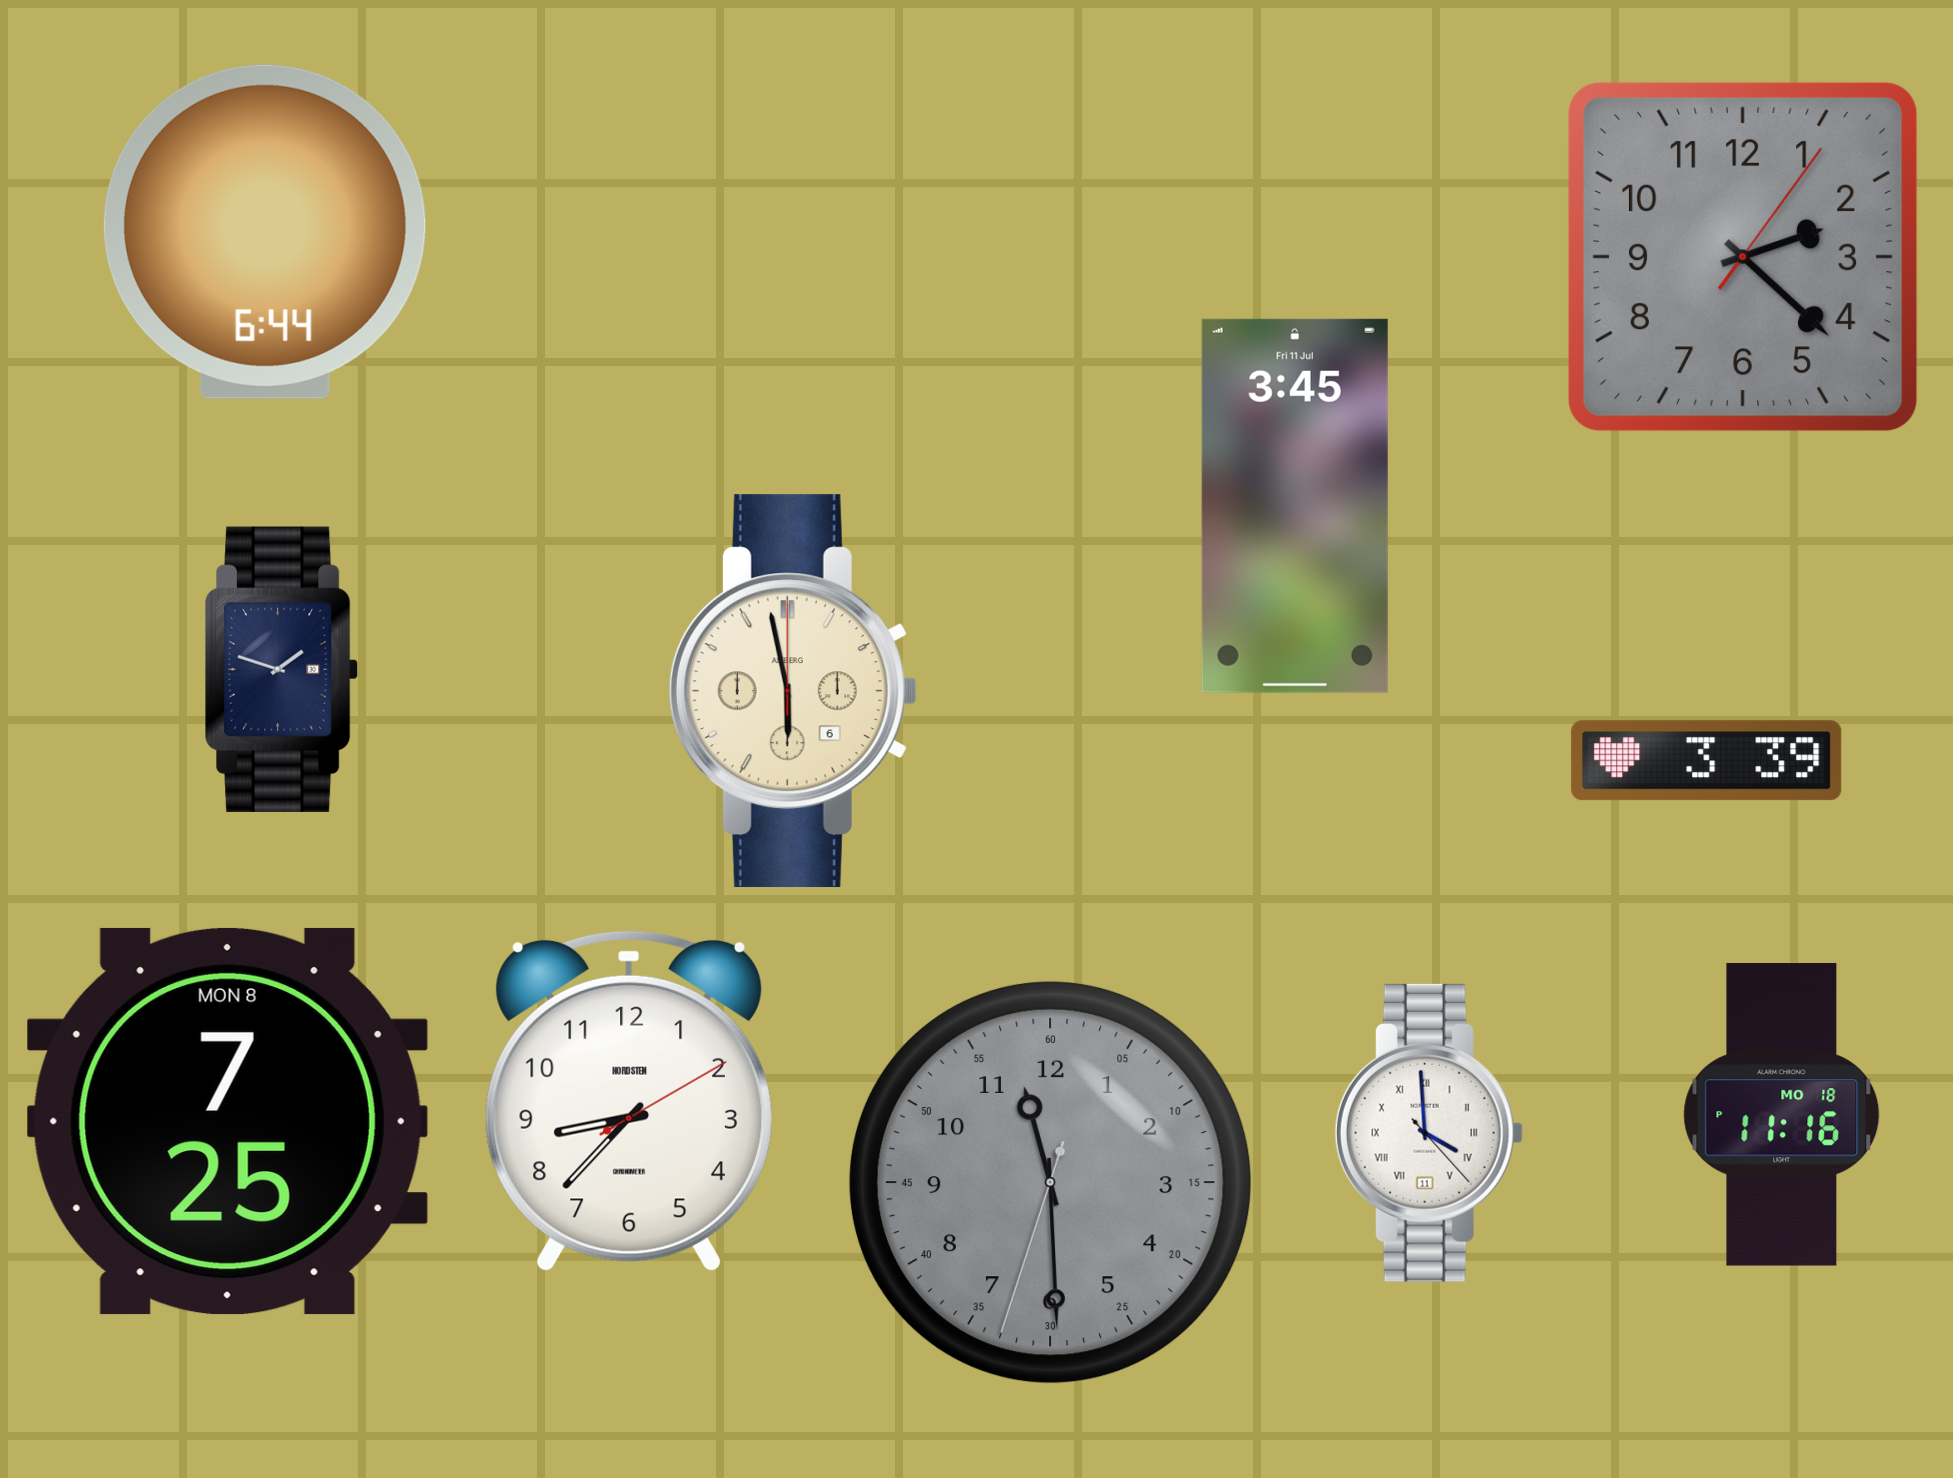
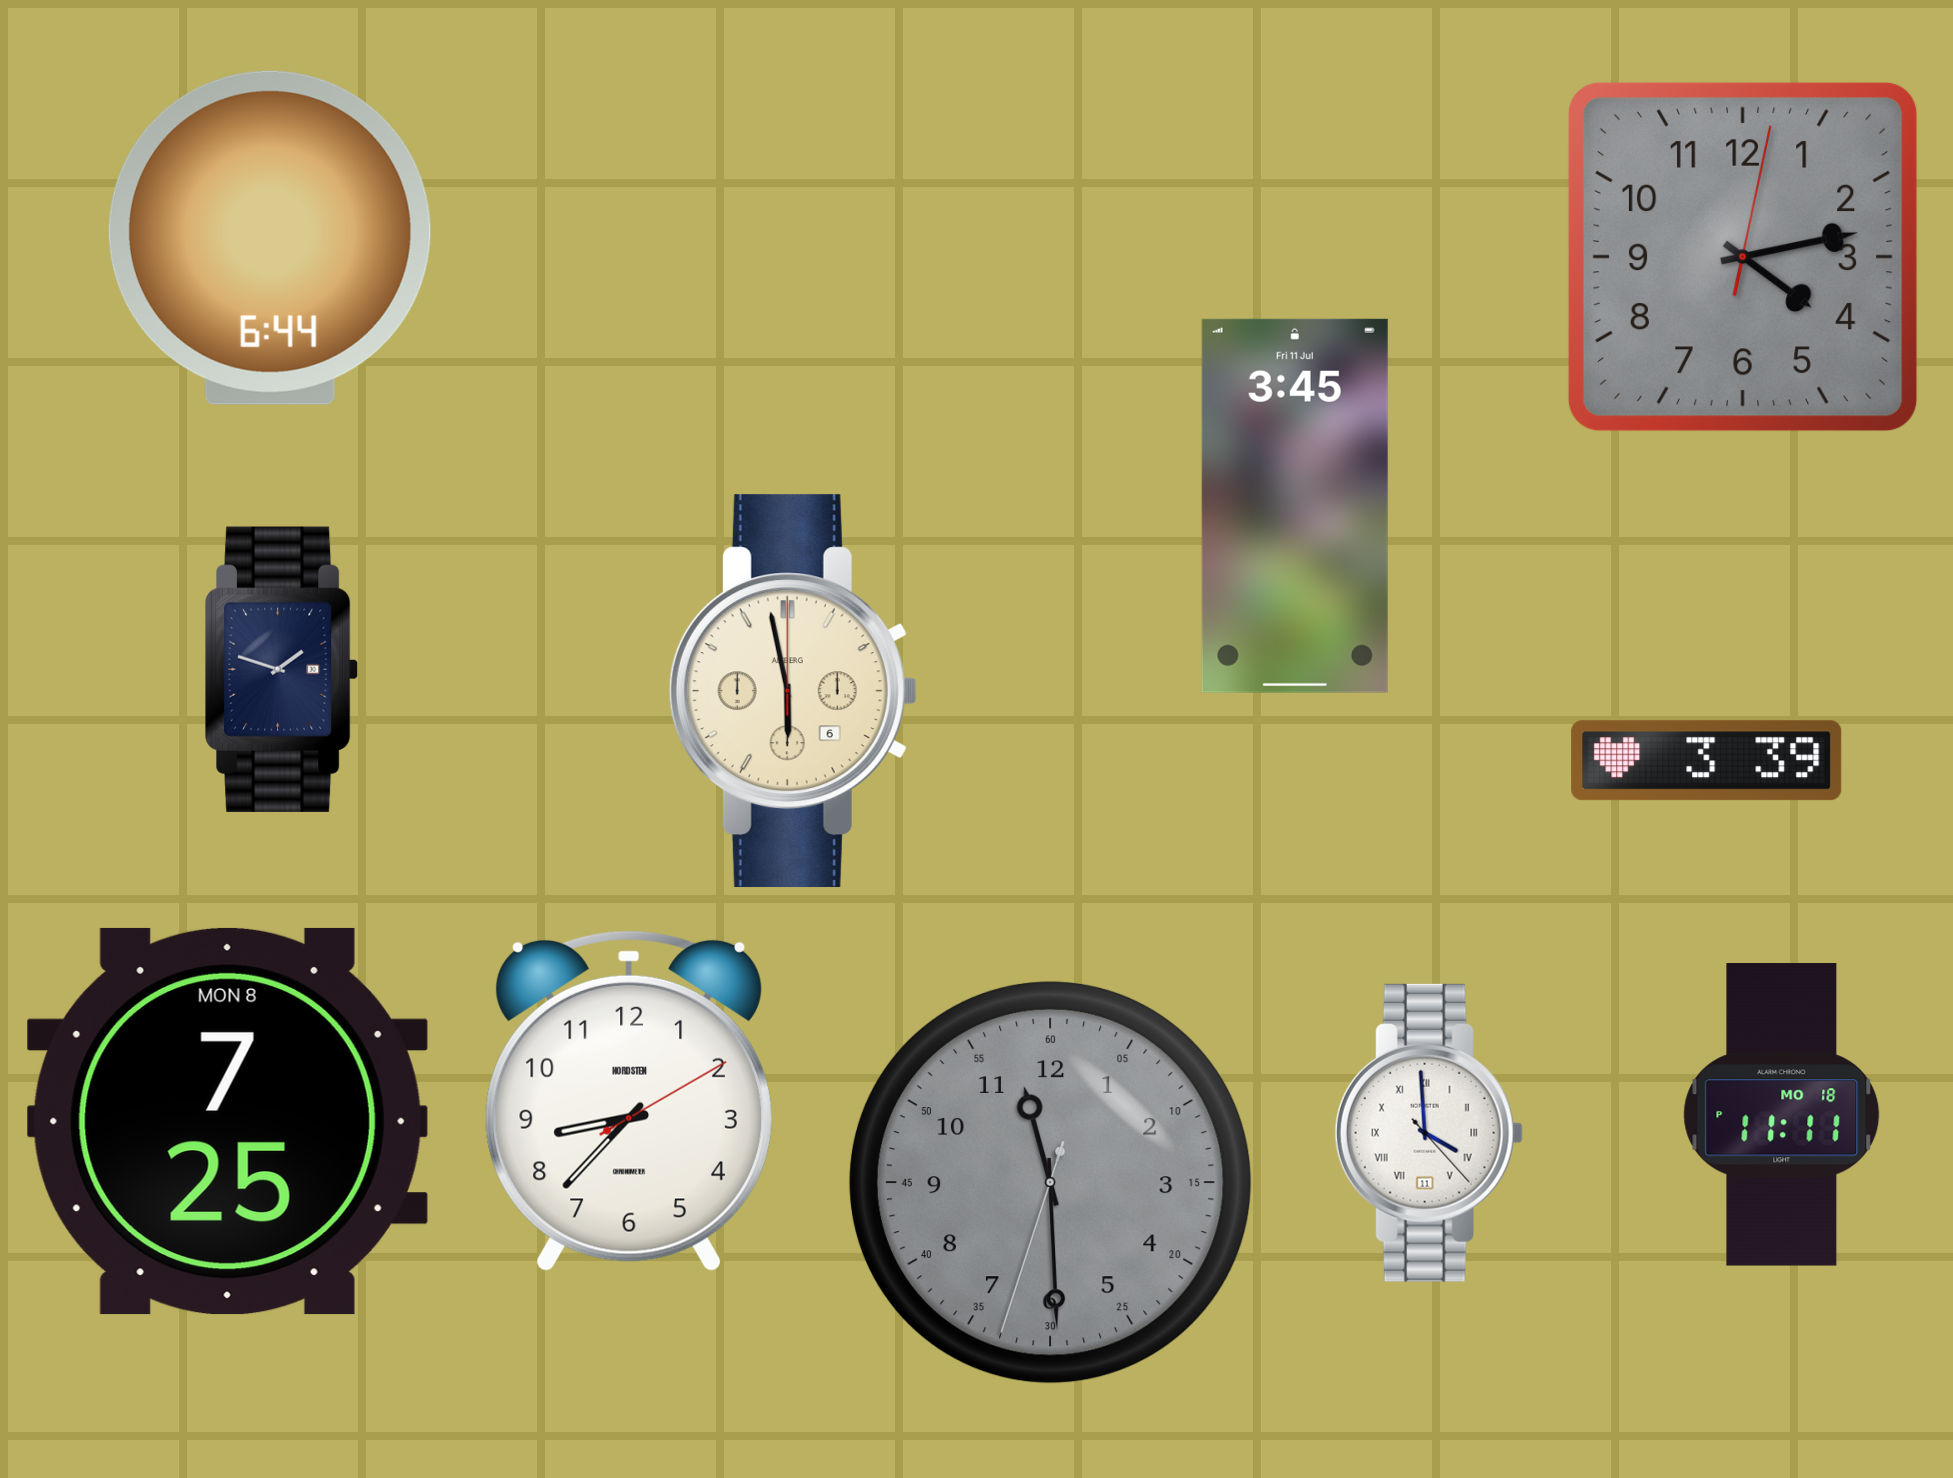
clock at (265, 232) position: (265, 232) -> (270, 238)
clock at (1743, 257): 2:22 -> 4:13
clock at (1782, 1115): 11:16 -> 11:11
